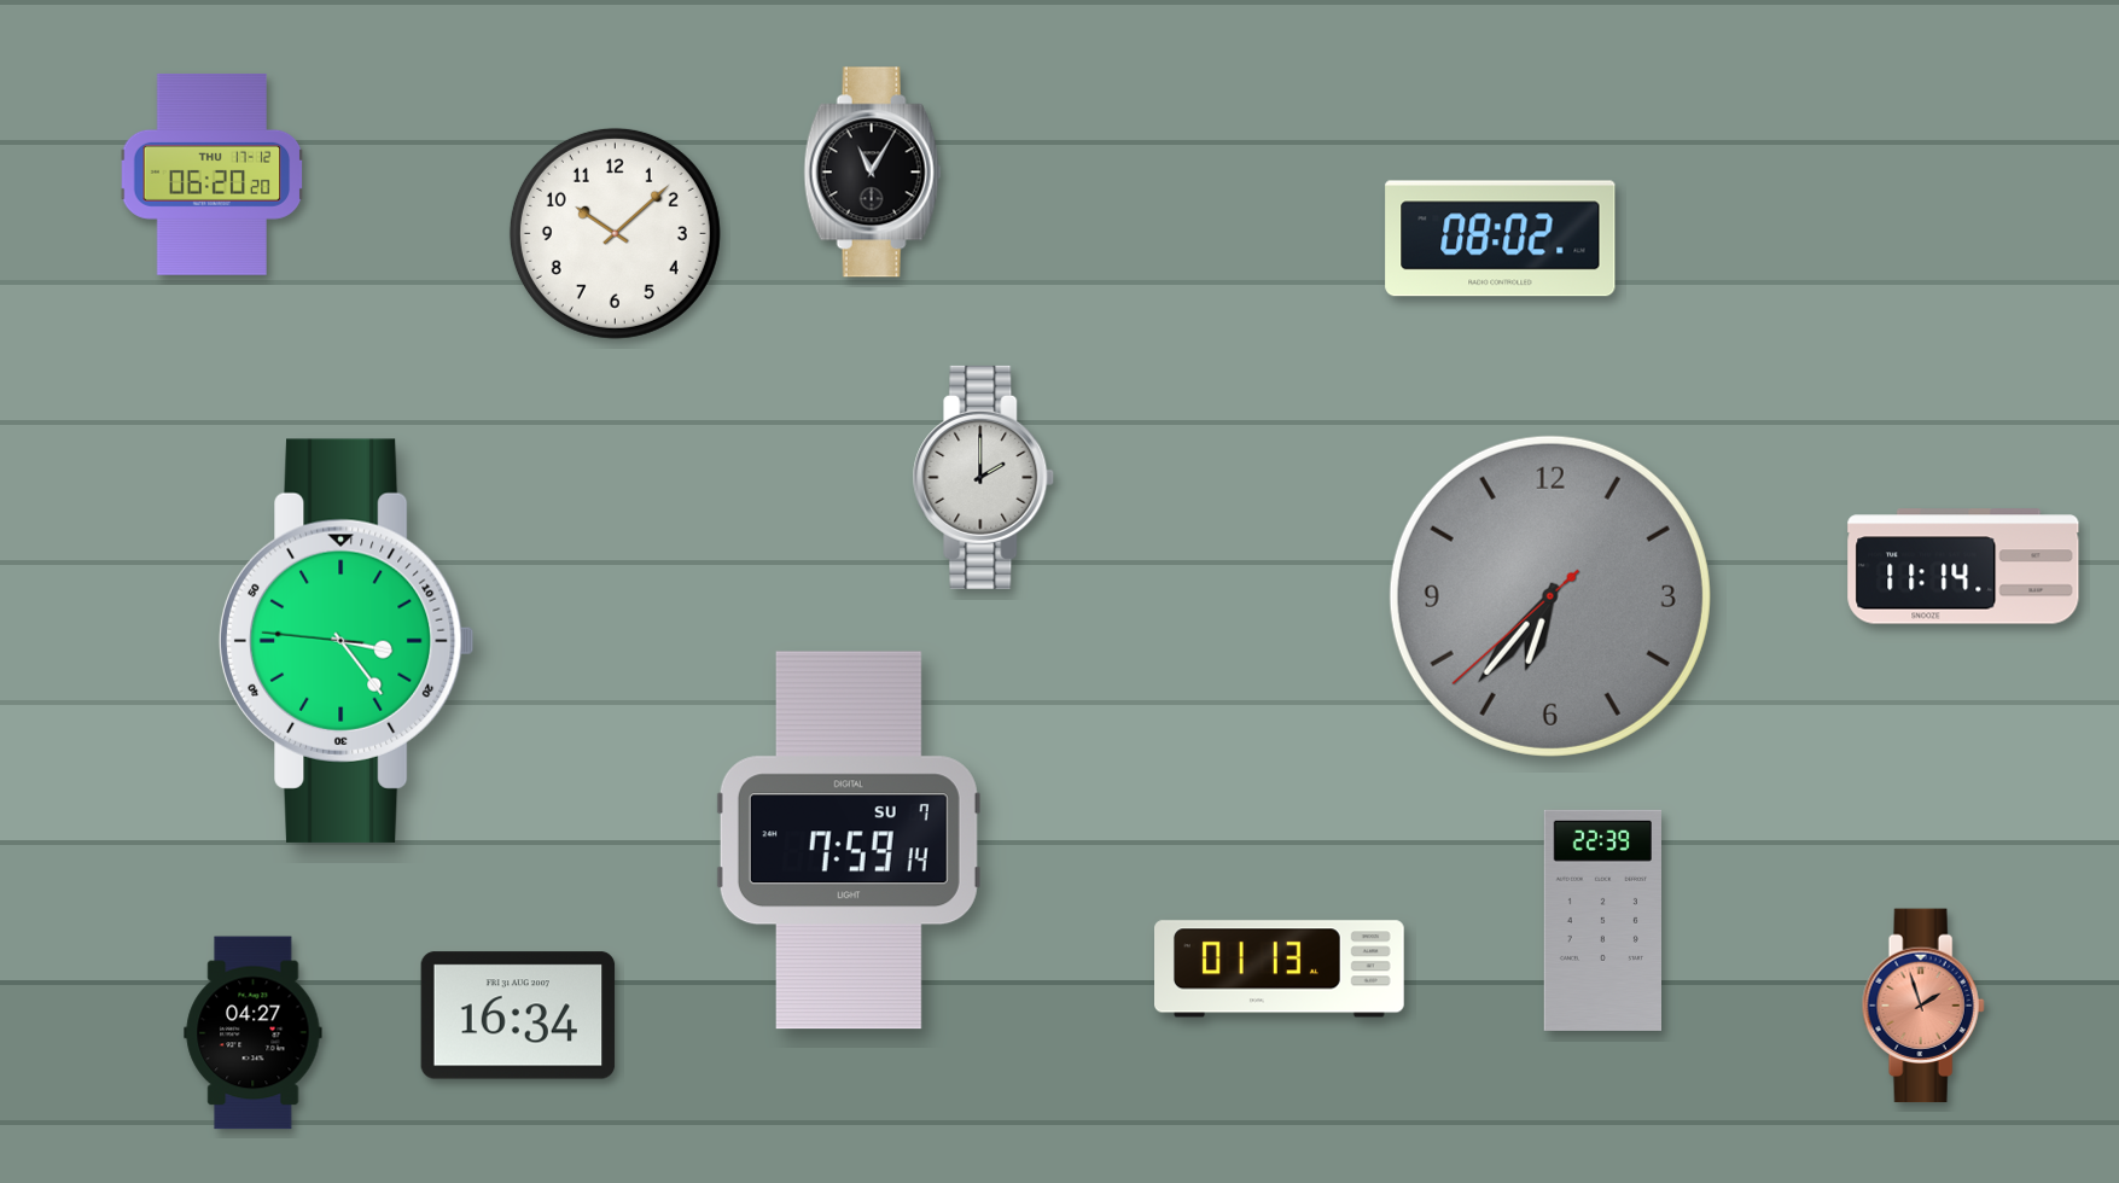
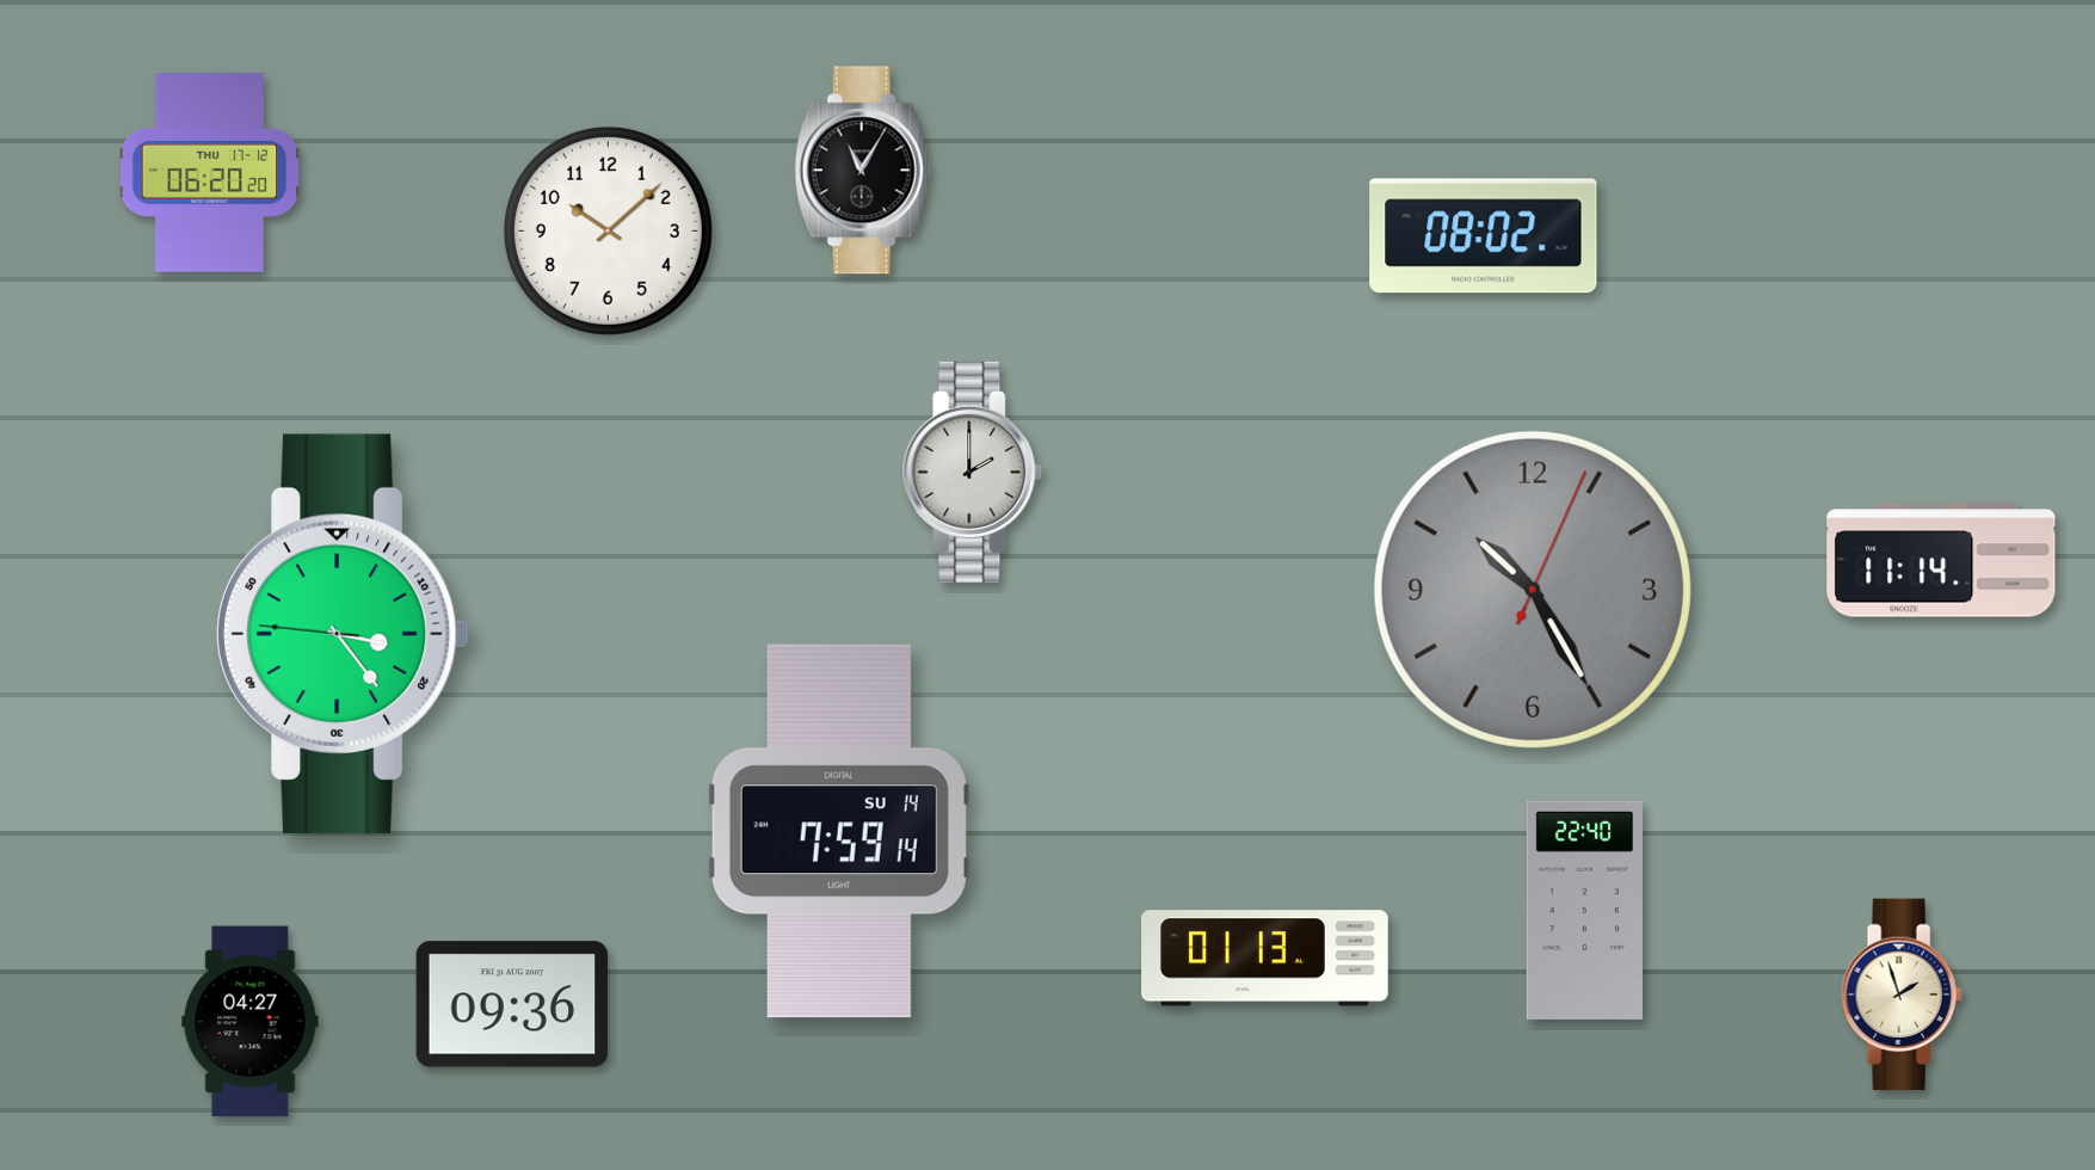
clock at (1550, 596): 6:36 -> 10:25
clock at (849, 840) date: SU 7 -> SU 14
clock at (1602, 920): 22:39 -> 22:40
clock at (1923, 1006) dial: salmon -> cream
clock at (518, 1015): 16:34 -> 09:36
